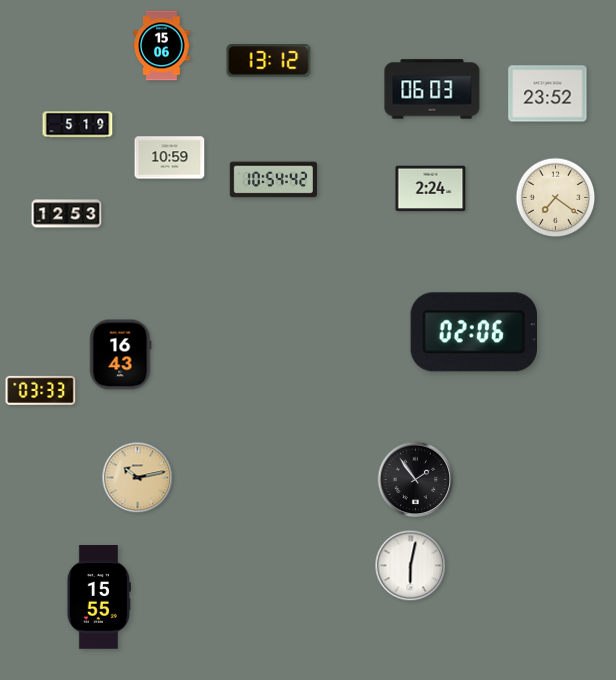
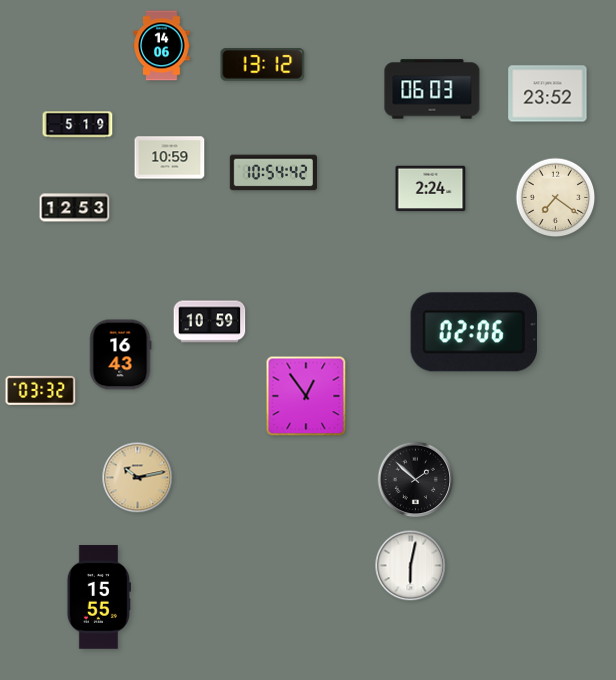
clock at (162, 46): 15:06 -> 14:06
clock at (269, 61) position: (269, 61) -> (263, 65)
clock at (273, 180) position: (273, 180) -> (273, 173)
clock at (67, 214) position: (67, 214) -> (75, 208)
clock at (210, 322): none -> 10:59
clock at (41, 390): 03:33 -> 03:32
clock at (306, 396): none -> 12:54
clock at (416, 480): 1:54 -> 1:52
